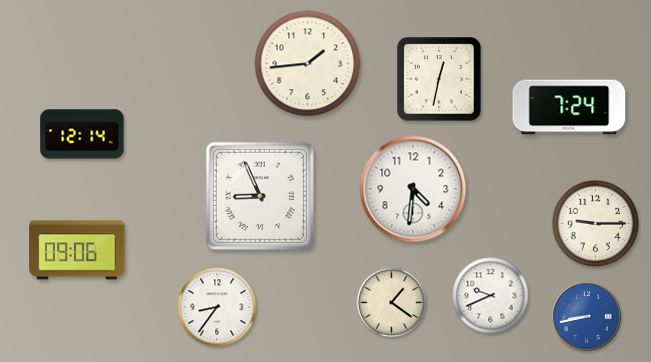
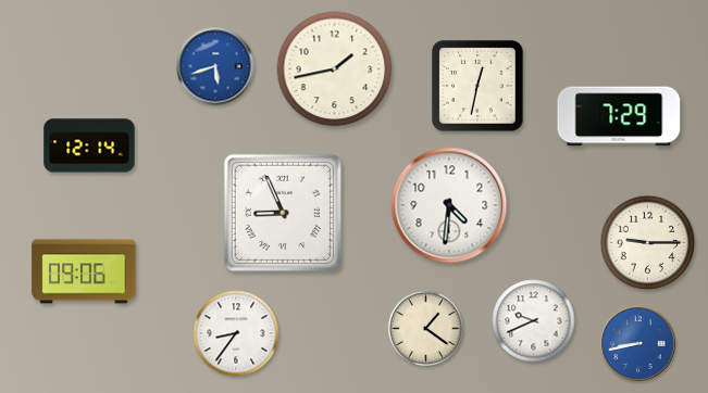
clock at (215, 66): none -> 5:42
clock at (308, 64): 1:44 -> 1:43
clock at (569, 107): 7:24 -> 7:29
